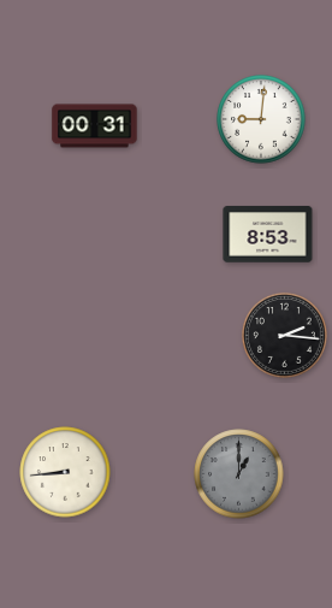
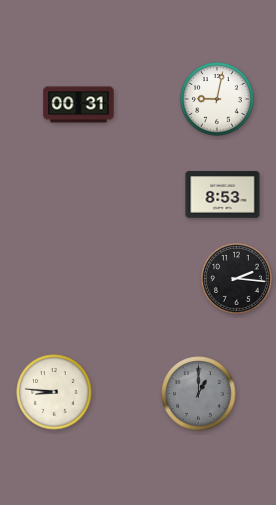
clock at (261, 119): 9:01 -> 9:02
clock at (65, 472): 8:44 -> 8:46
